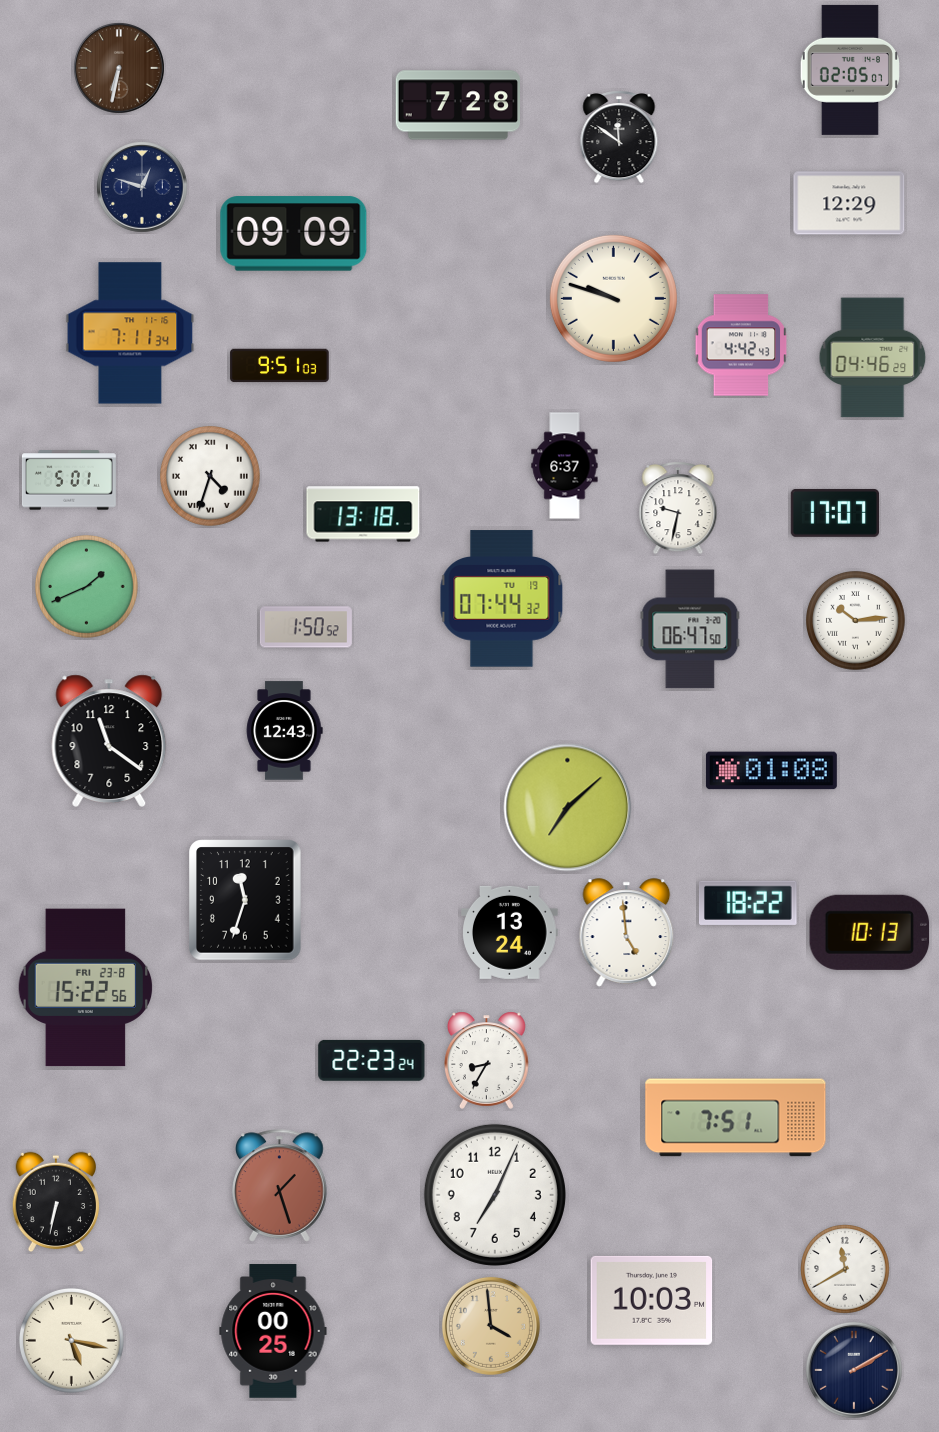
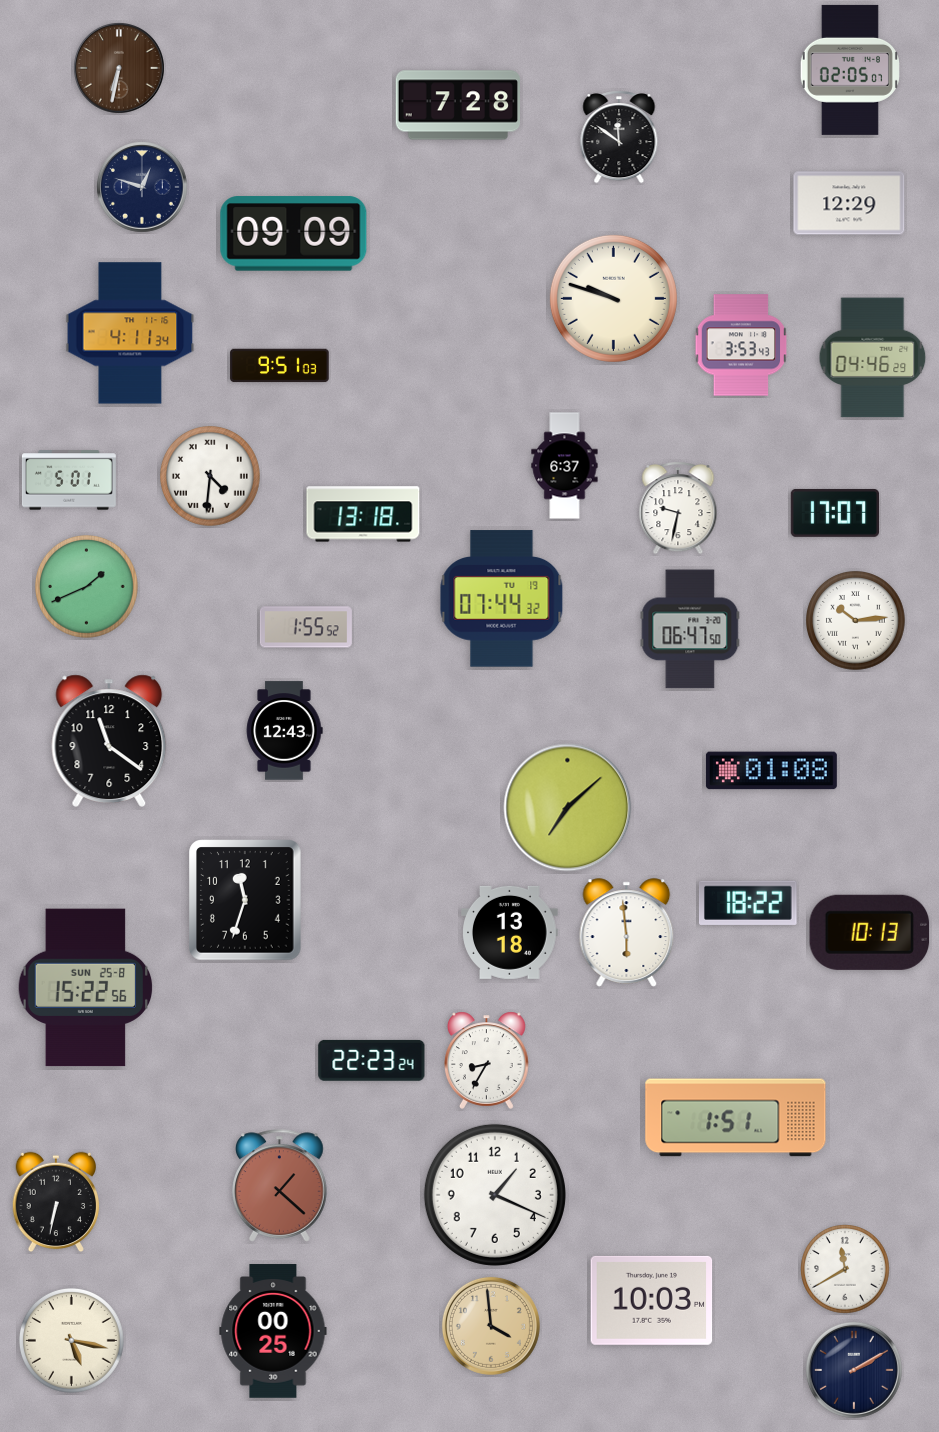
clock at (130, 333): 7:11 -> 4:11
clock at (741, 345): 4:42 -> 3:53
clock at (211, 477): 4:33 -> 4:31
clock at (306, 627): 1:50 -> 1:55
clock at (510, 932): 13:24 -> 13:18
clock at (627, 933): 4:59 -> 5:59
clock at (86, 988) date: FRI 23-8 -> SUN 25-8
clock at (736, 1118): 7:51 -> 1:51
clock at (280, 1186): 1:27 -> 1:22
clock at (495, 1195): 7:04 -> 1:19
